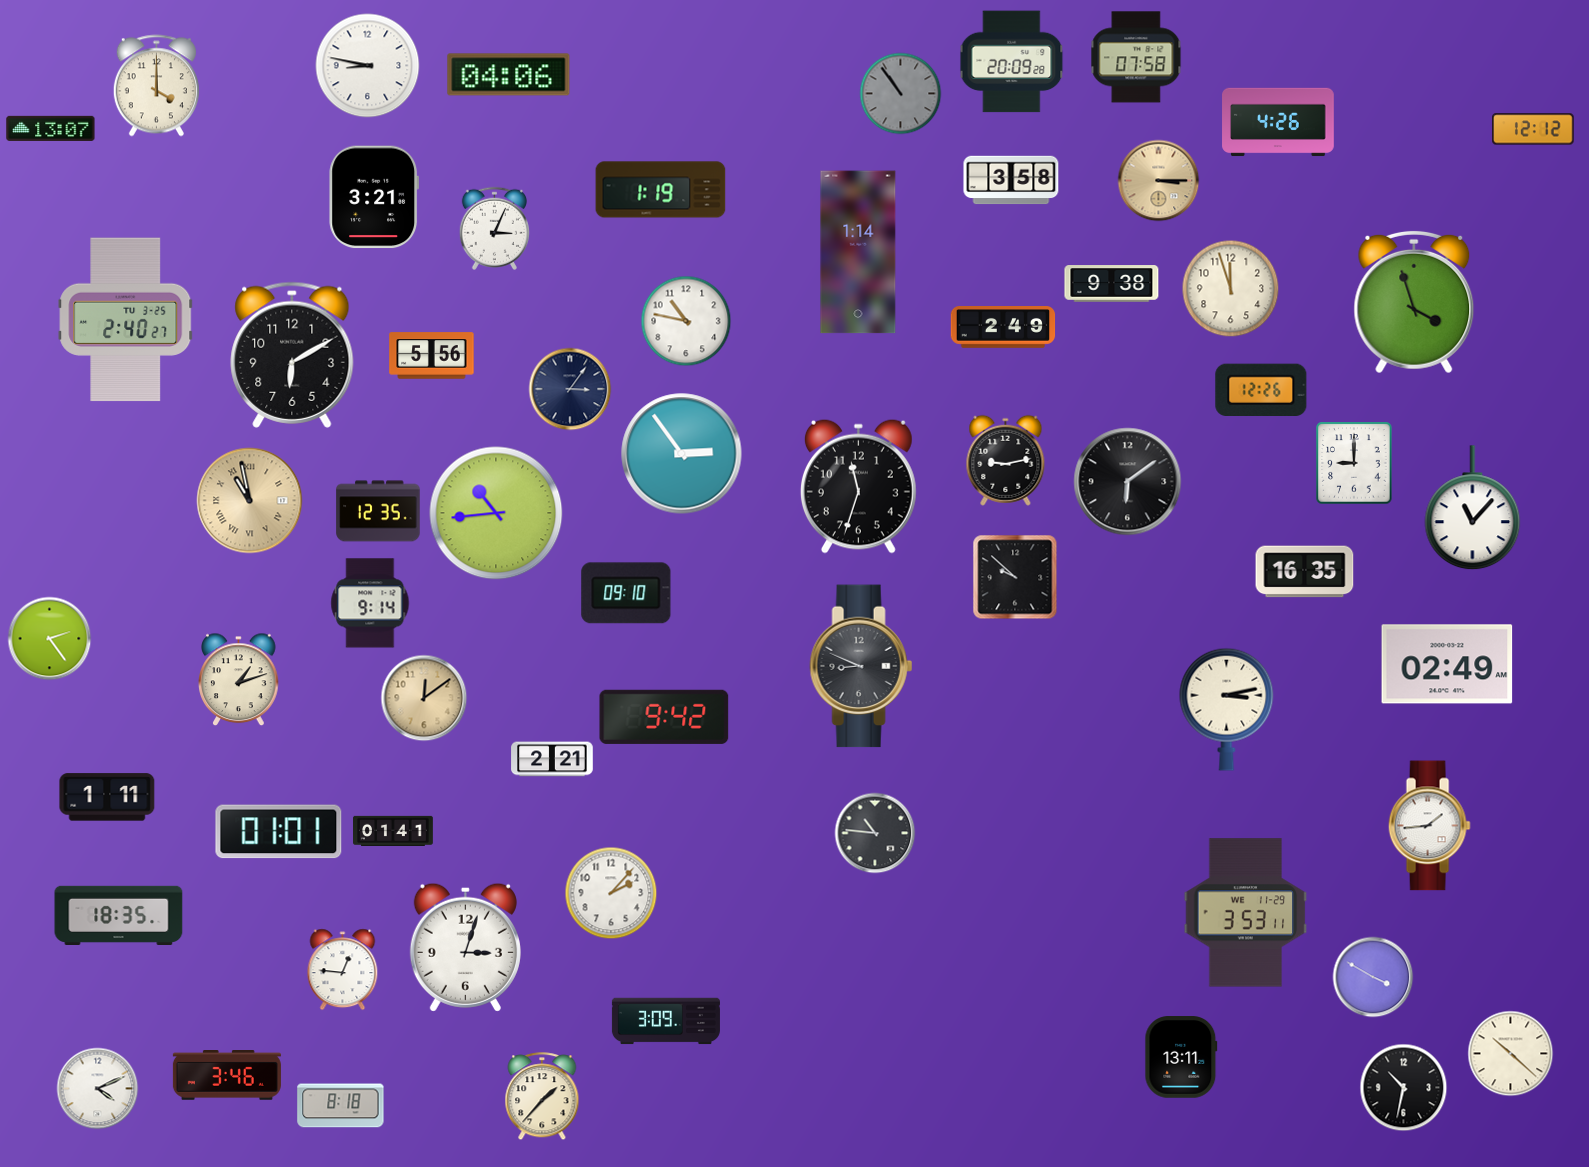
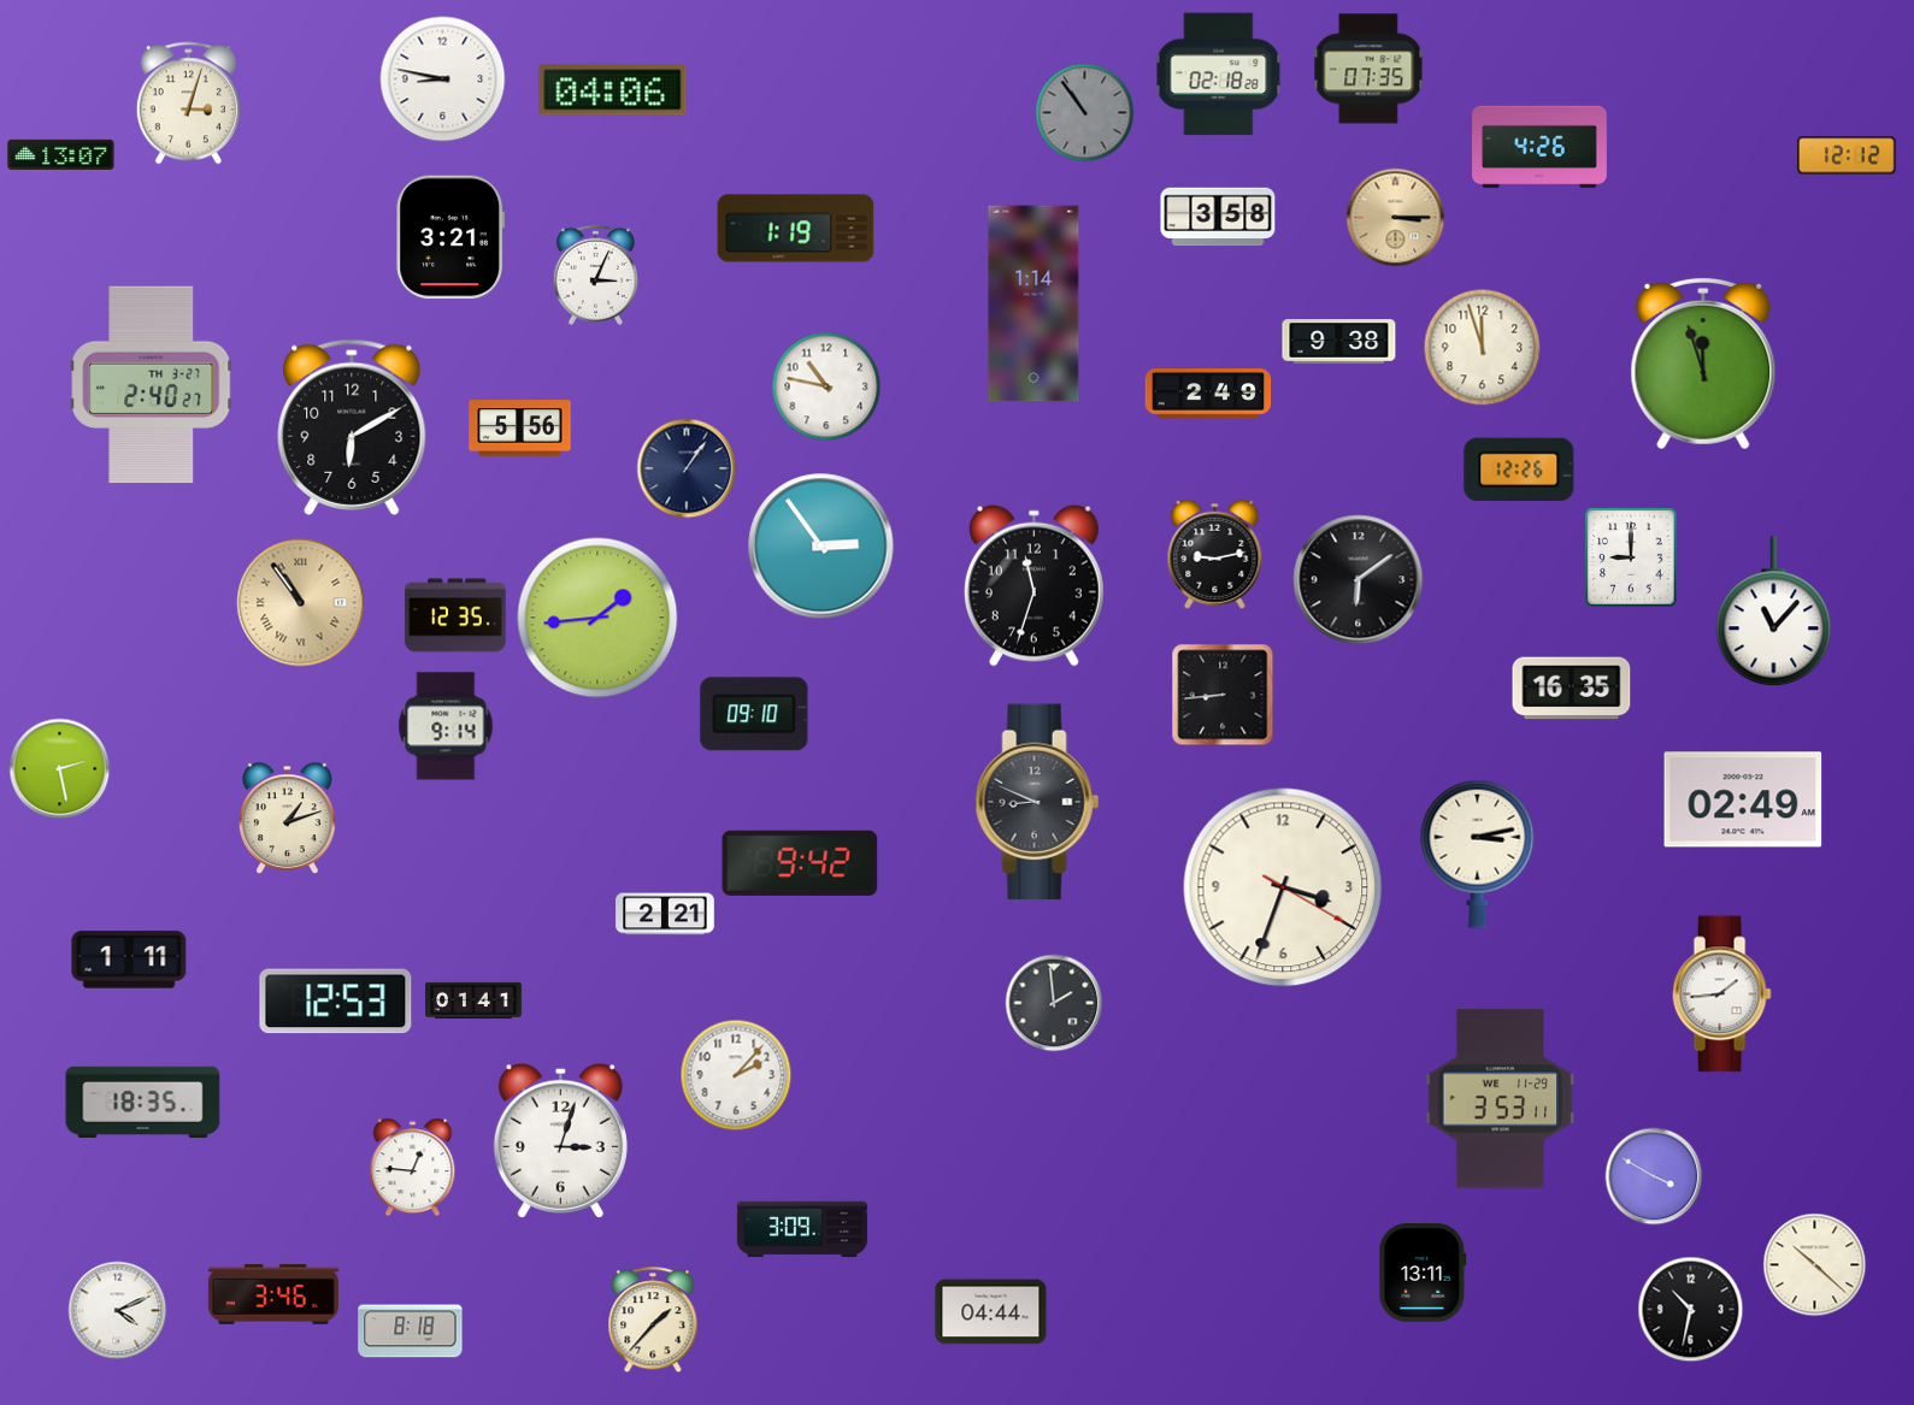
clock at (1136, 57): 07:58 -> 07:35
clock at (1012, 62): 20:09 -> 02:18
clock at (156, 86): 4:00 -> 3:03
clock at (1414, 302): 3:57 -> 11:57
clock at (126, 320) date: TU 3-25 -> TH 3-27
clock at (570, 389): 3:06 -> 1:06
clock at (1006, 460) position: (1006, 460) -> (1215, 554)
clock at (250, 501): 10:58 -> 10:54
clock at (496, 513): 10:44 -> 1:44
clock at (1015, 577): 9:52 -> 8:44
clock at (50, 639): 2:24 -> 2:28
clock at (424, 698): 12:09 -> none
clock at (1283, 887): none -> 3:33
clock at (279, 832): 01:01 -> 12:53
clock at (875, 833): 10:46 -> 1:59
clock at (1511, 1054) position: (1511, 1054) -> (1815, 1265)
clock at (991, 1312): none -> 04:44
